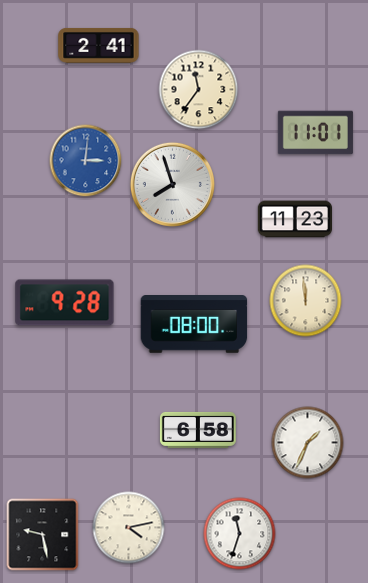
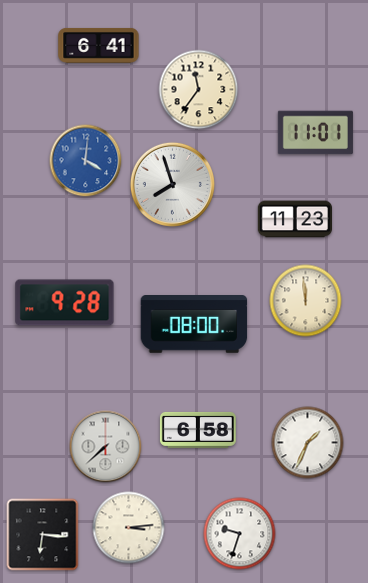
clock at (99, 45): 2:41 -> 6:41
clock at (86, 161): 3:01 -> 4:01
clock at (106, 447): none -> 7:38
clock at (129, 528): 4:13 -> 3:14
clock at (240, 534): 11:33 -> 9:33
clock at (43, 535): 9:28 -> 6:16
